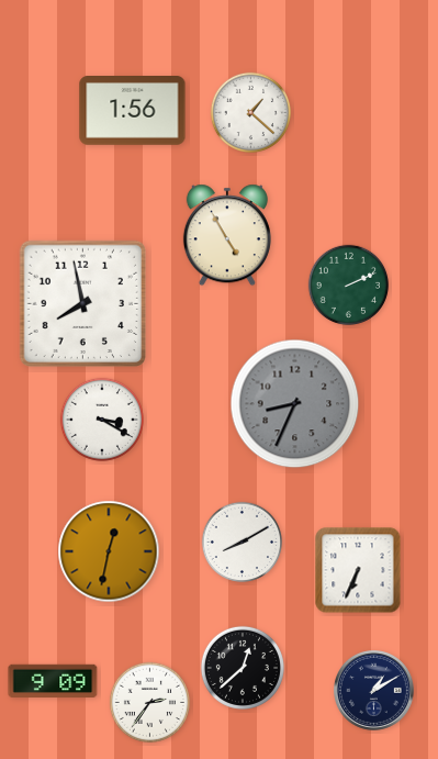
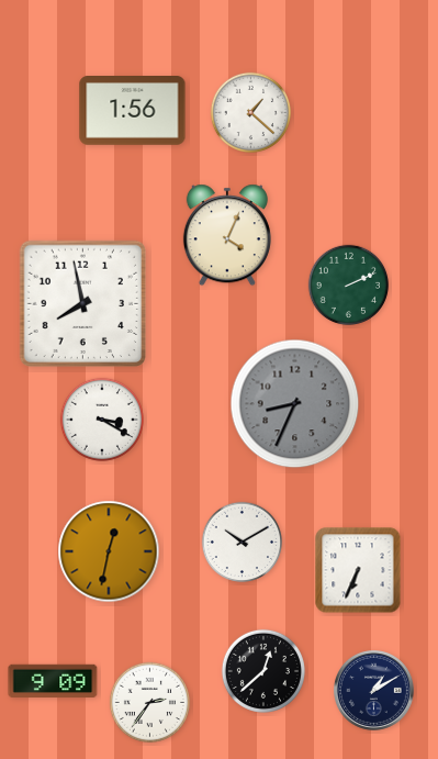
clock at (227, 235): 4:55 -> 4:04
clock at (243, 543): 8:10 -> 10:10
clock at (243, 668) position: (243, 668) -> (263, 671)
